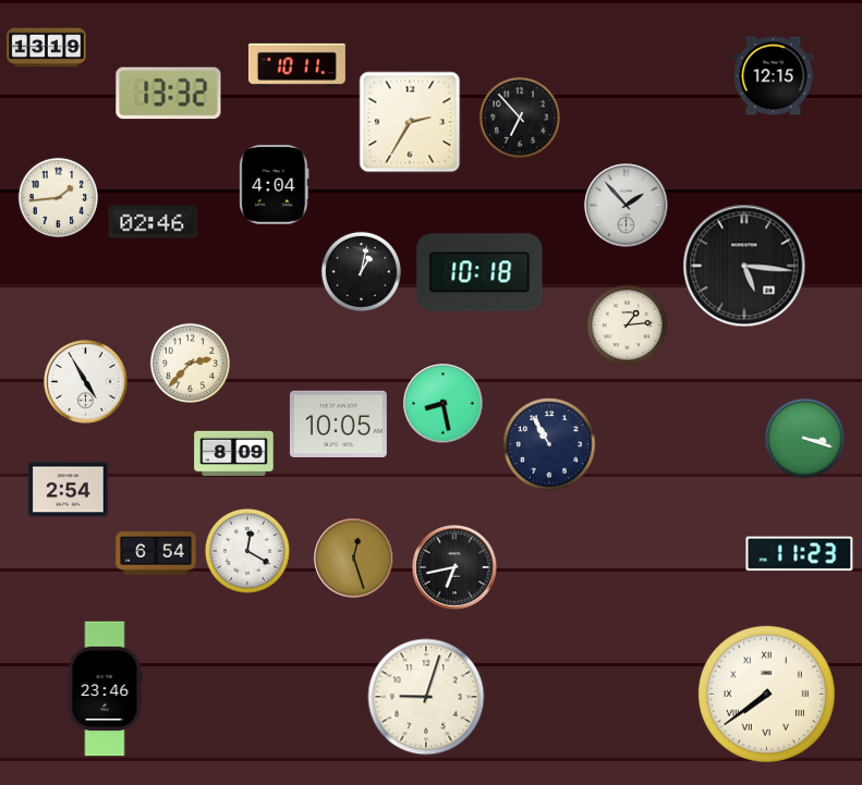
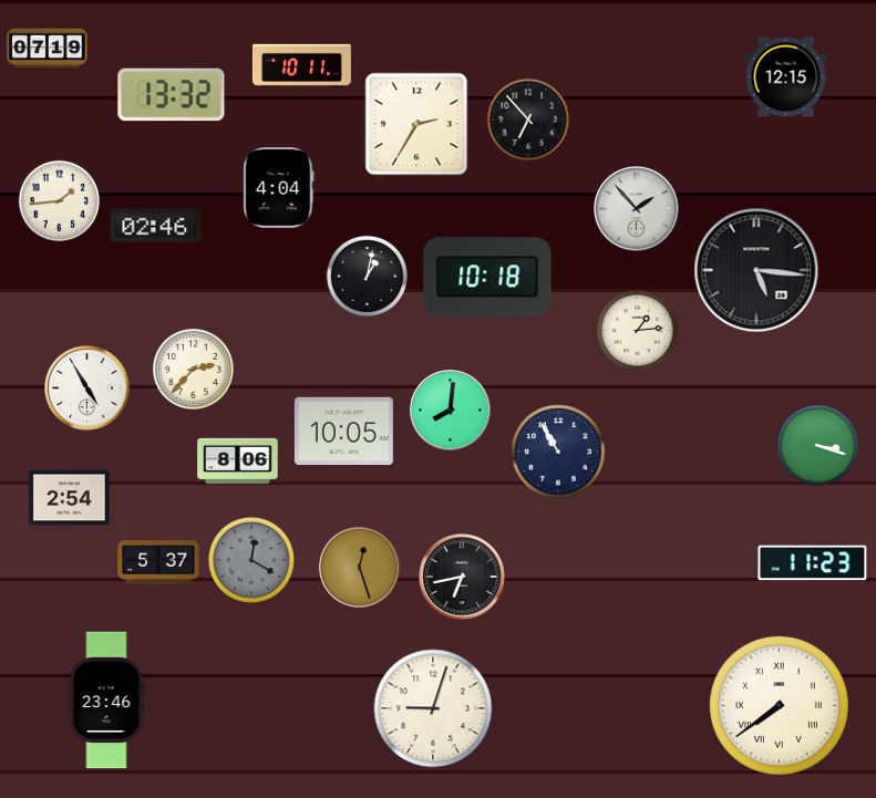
clock at (47, 48): 13:19 -> 07:19
clock at (444, 404): 8:28 -> 8:01
clock at (234, 453): 8:09 -> 8:06
clock at (247, 551) dial: white -> grey
clock at (156, 553): 6:54 -> 5:37
